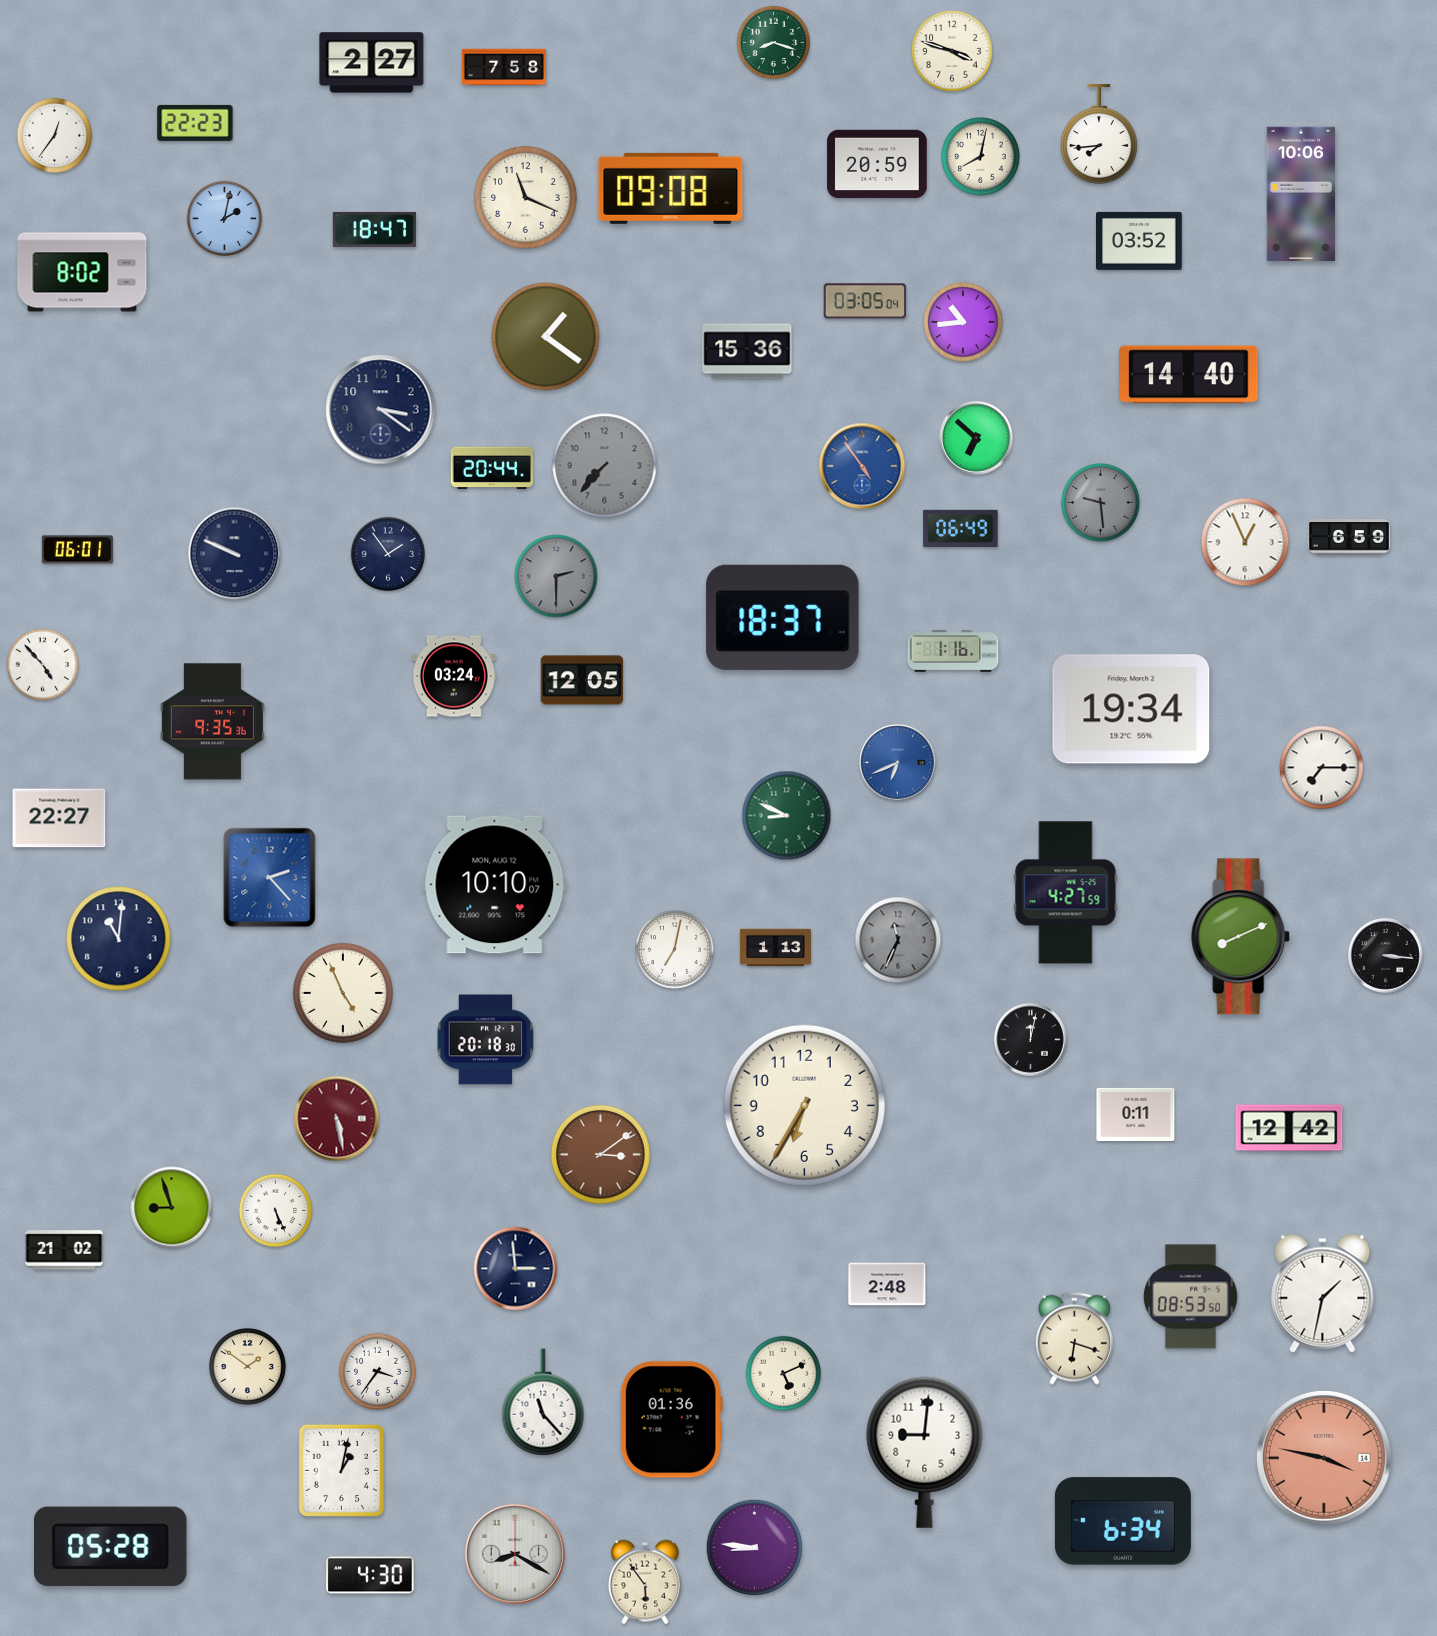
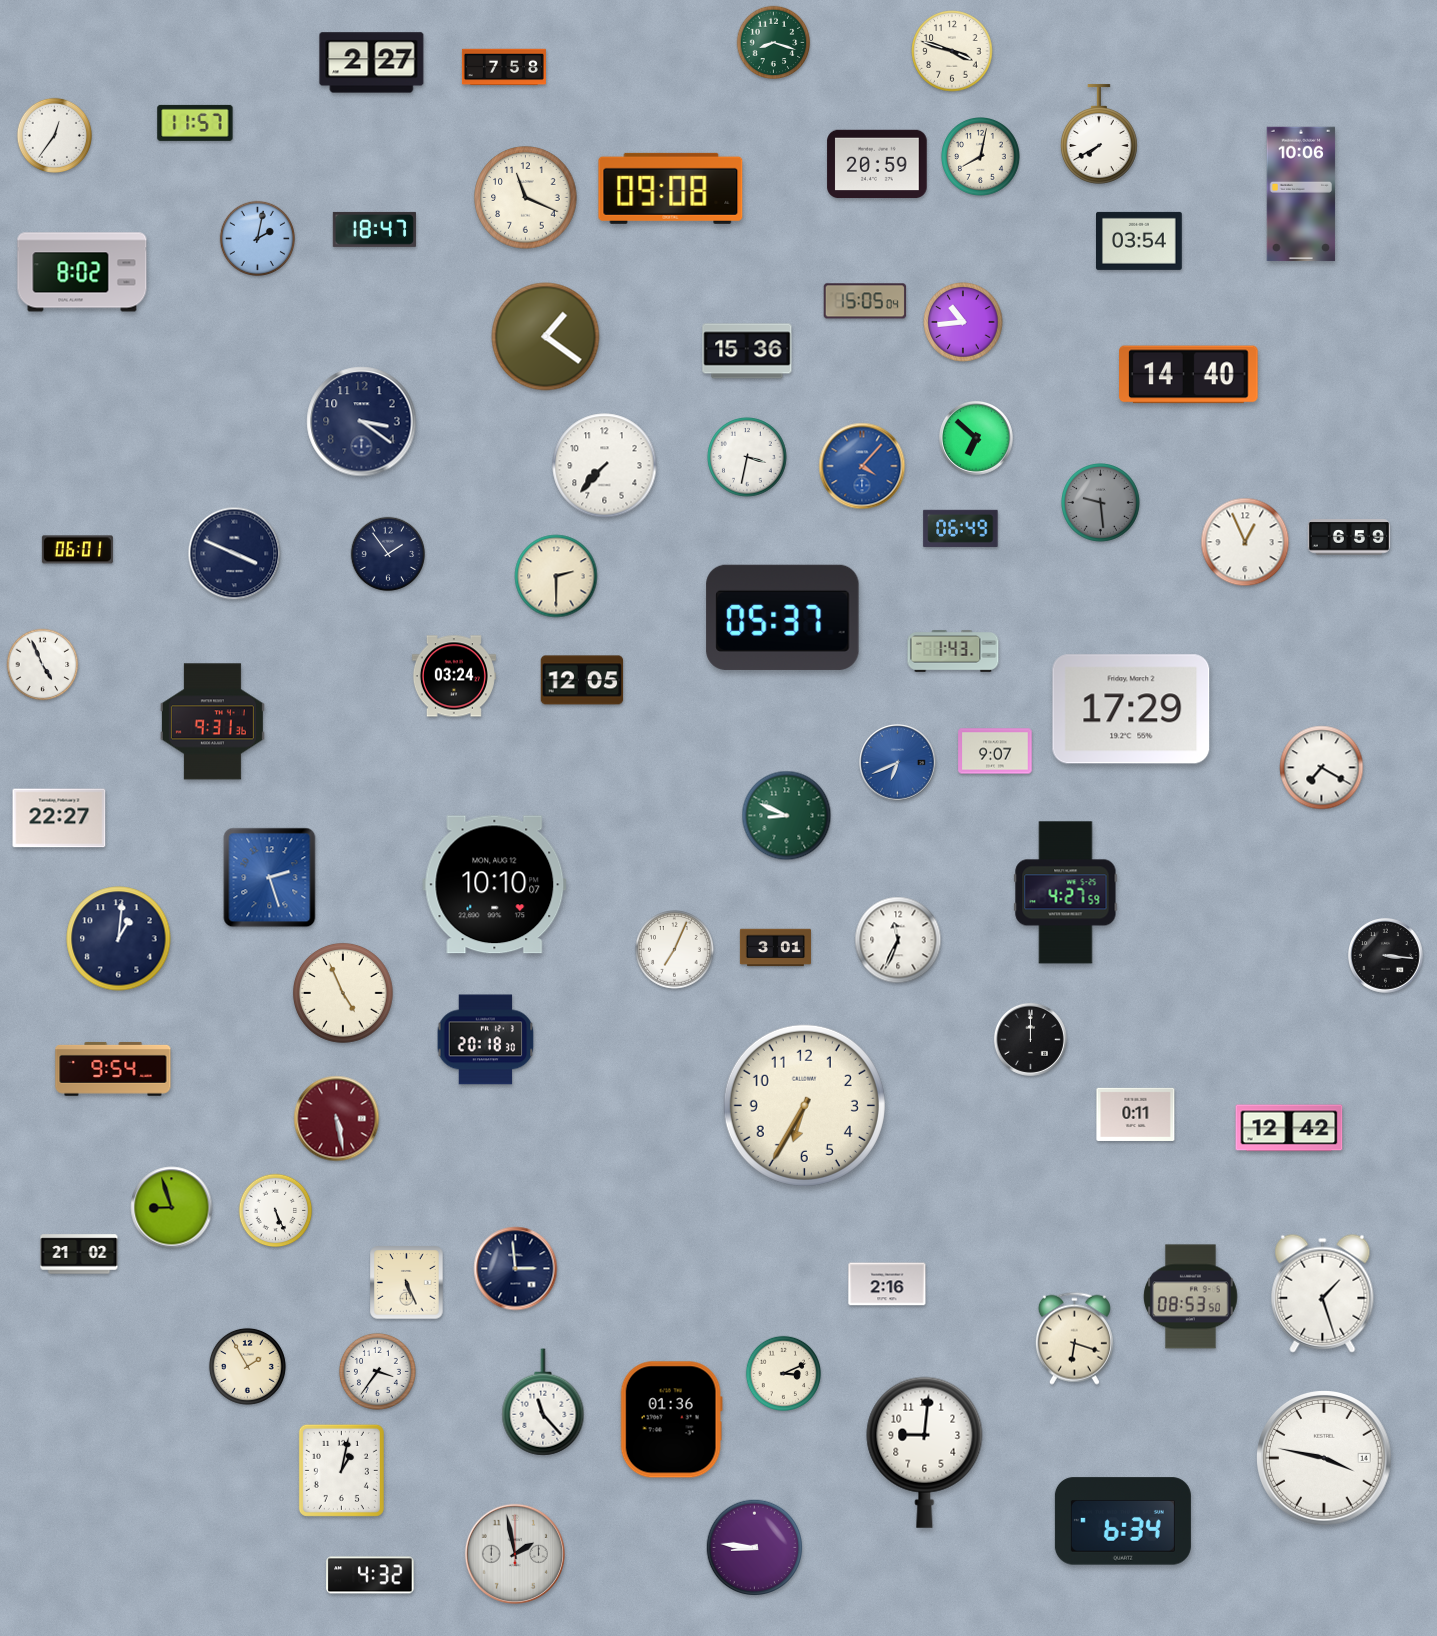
clock at (195, 123): 22:23 -> 11:57
clock at (1099, 134): 7:44 -> 7:40
clock at (224, 218) position: (224, 218) -> (257, 238)
clock at (1140, 241): 03:52 -> 03:54
clock at (865, 301): 03:05 -> 15:05
clock at (381, 410) position: (381, 410) -> (362, 422)
clock at (747, 457): none -> 3:32
clock at (605, 466) dial: grey -> white
clock at (862, 466): 4:54 -> 4:07
clock at (492, 468): 20:44 -> none
clock at (235, 554): 9:49 -> 3:49
clock at (556, 576) dial: grey -> cream
clock at (783, 617): 18:37 -> 05:37
clock at (953, 652): 1:16 -> 1:43
clock at (43, 665): 4:53 -> 4:56
clock at (1131, 709): 19:34 -> 17:29
clock at (212, 722): 9:35 -> 9:31
clock at (995, 751): none -> 9:07
clock at (1322, 768): 7:15 -> 7:20
clock at (270, 878): 2:23 -> 2:27
clock at (1241, 937): 8:11 -> none
clock at (119, 939): 11:01 -> 1:01
clock at (898, 940) dial: grey -> white
clock at (775, 948): 1:13 -> 3:01
clock at (675, 950): 7:02 -> 7:04
clock at (1030, 1039): 12:02 -> 12:00
clock at (113, 1069): none -> 9:54
clock at (600, 1154): 3:09 -> none
clock at (64, 1250) position: (64, 1250) -> (79, 1254)
clock at (407, 1283): none -> 5:26
clock at (887, 1284): 2:48 -> 2:16
clock at (1323, 1293): 1:32 -> 1:27
clock at (247, 1366): 1:51 -> 1:55
clock at (783, 1373): 5:11 -> 3:11
clock at (1325, 1459) dial: salmon -> white
clock at (111, 1546): 05:28 -> none
clock at (515, 1554): 8:20 -> 1:58
clock at (370, 1575): 4:30 -> 4:32
clock at (645, 1582): 5:54 -> none
